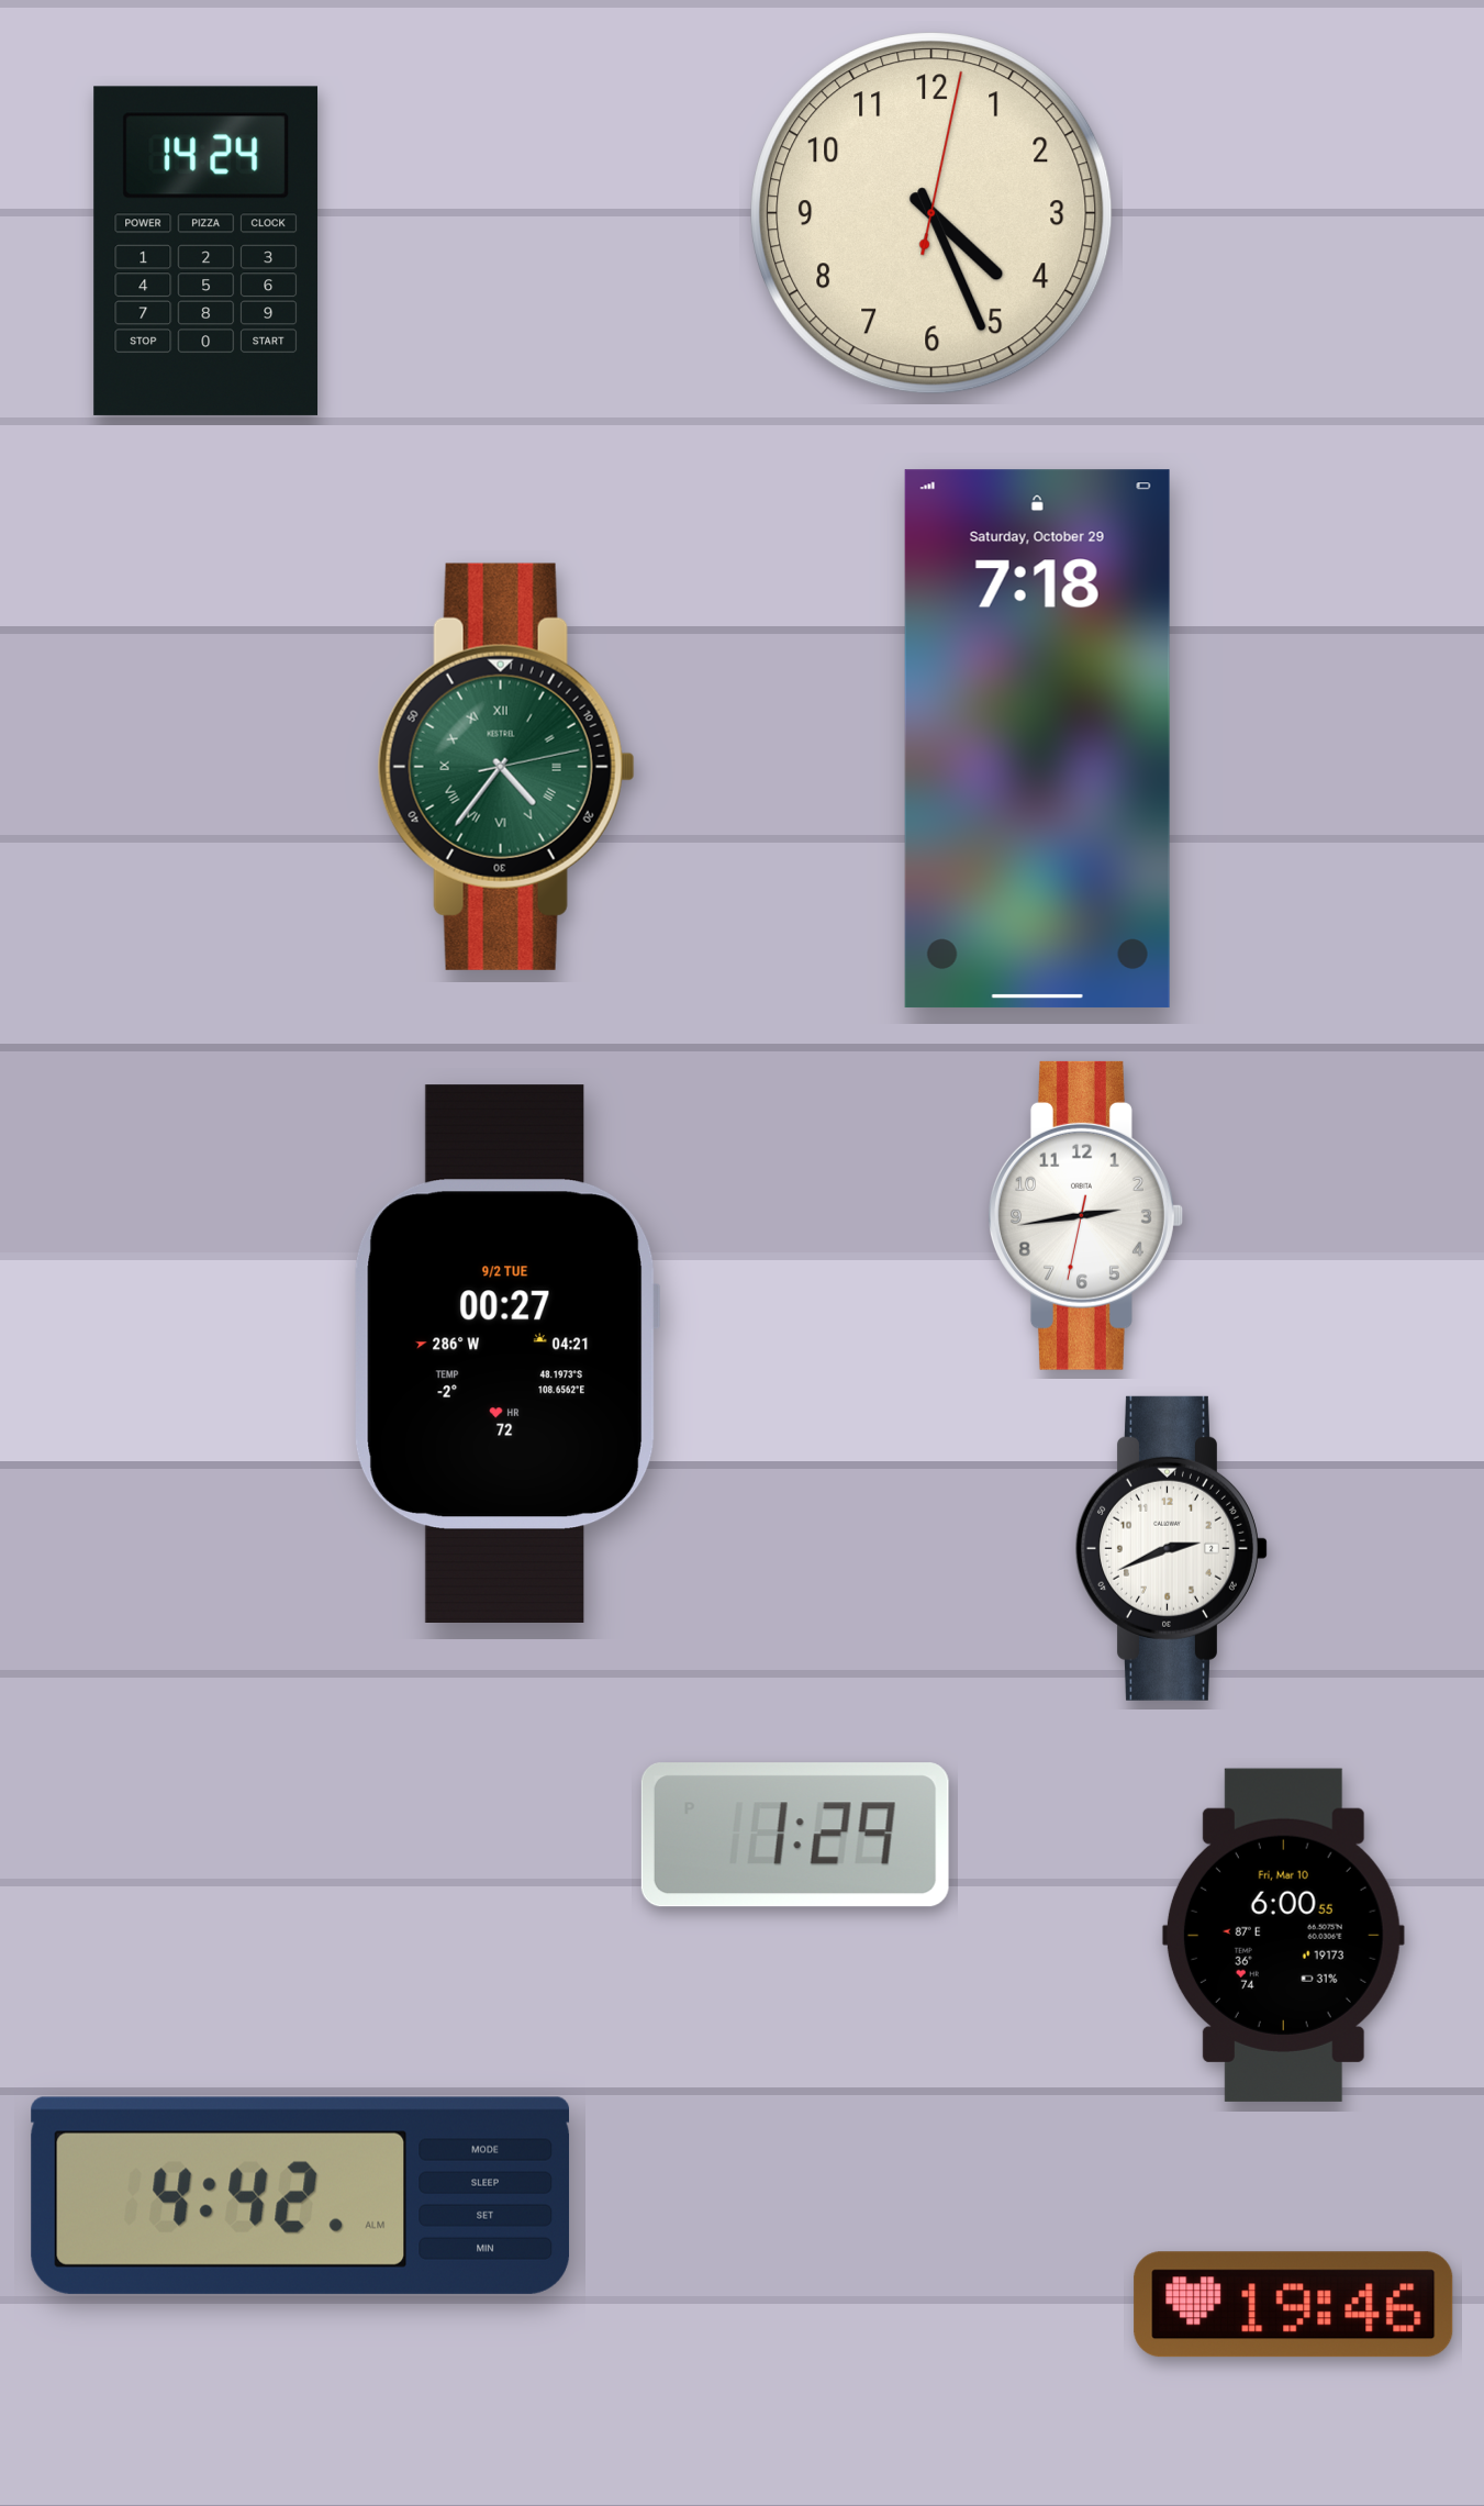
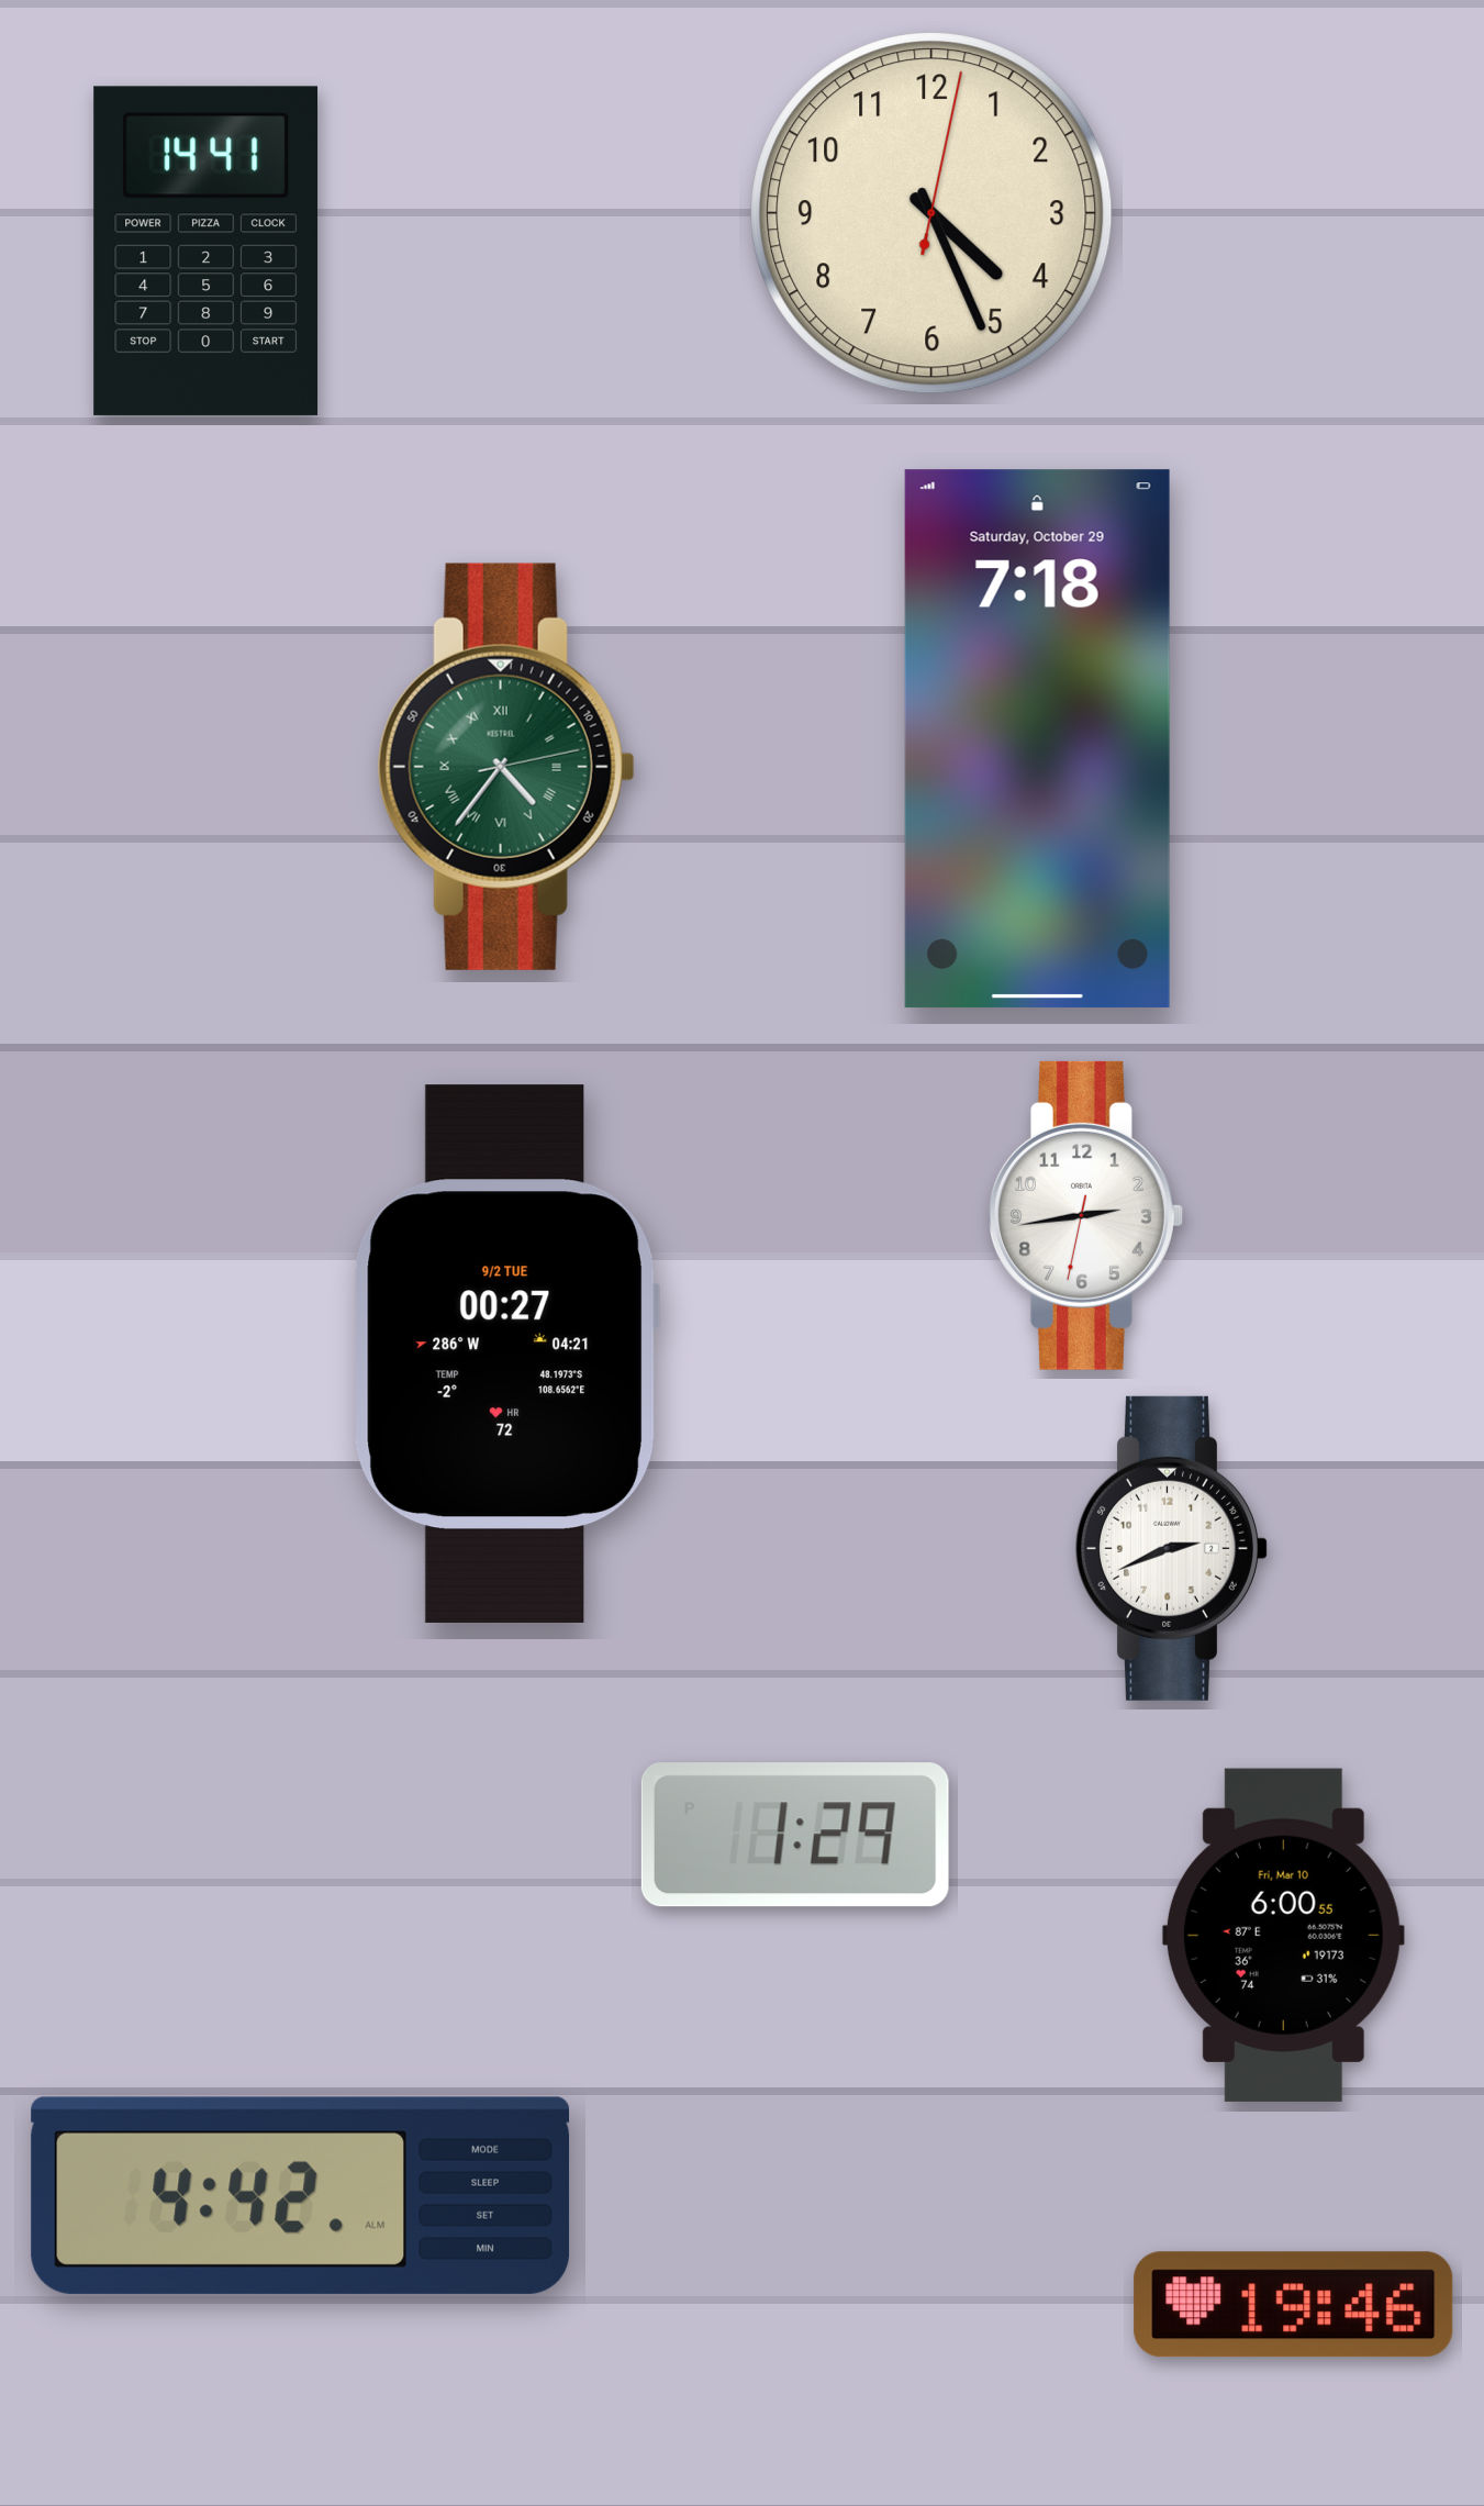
clock at (207, 250): 14:24 -> 14:41
